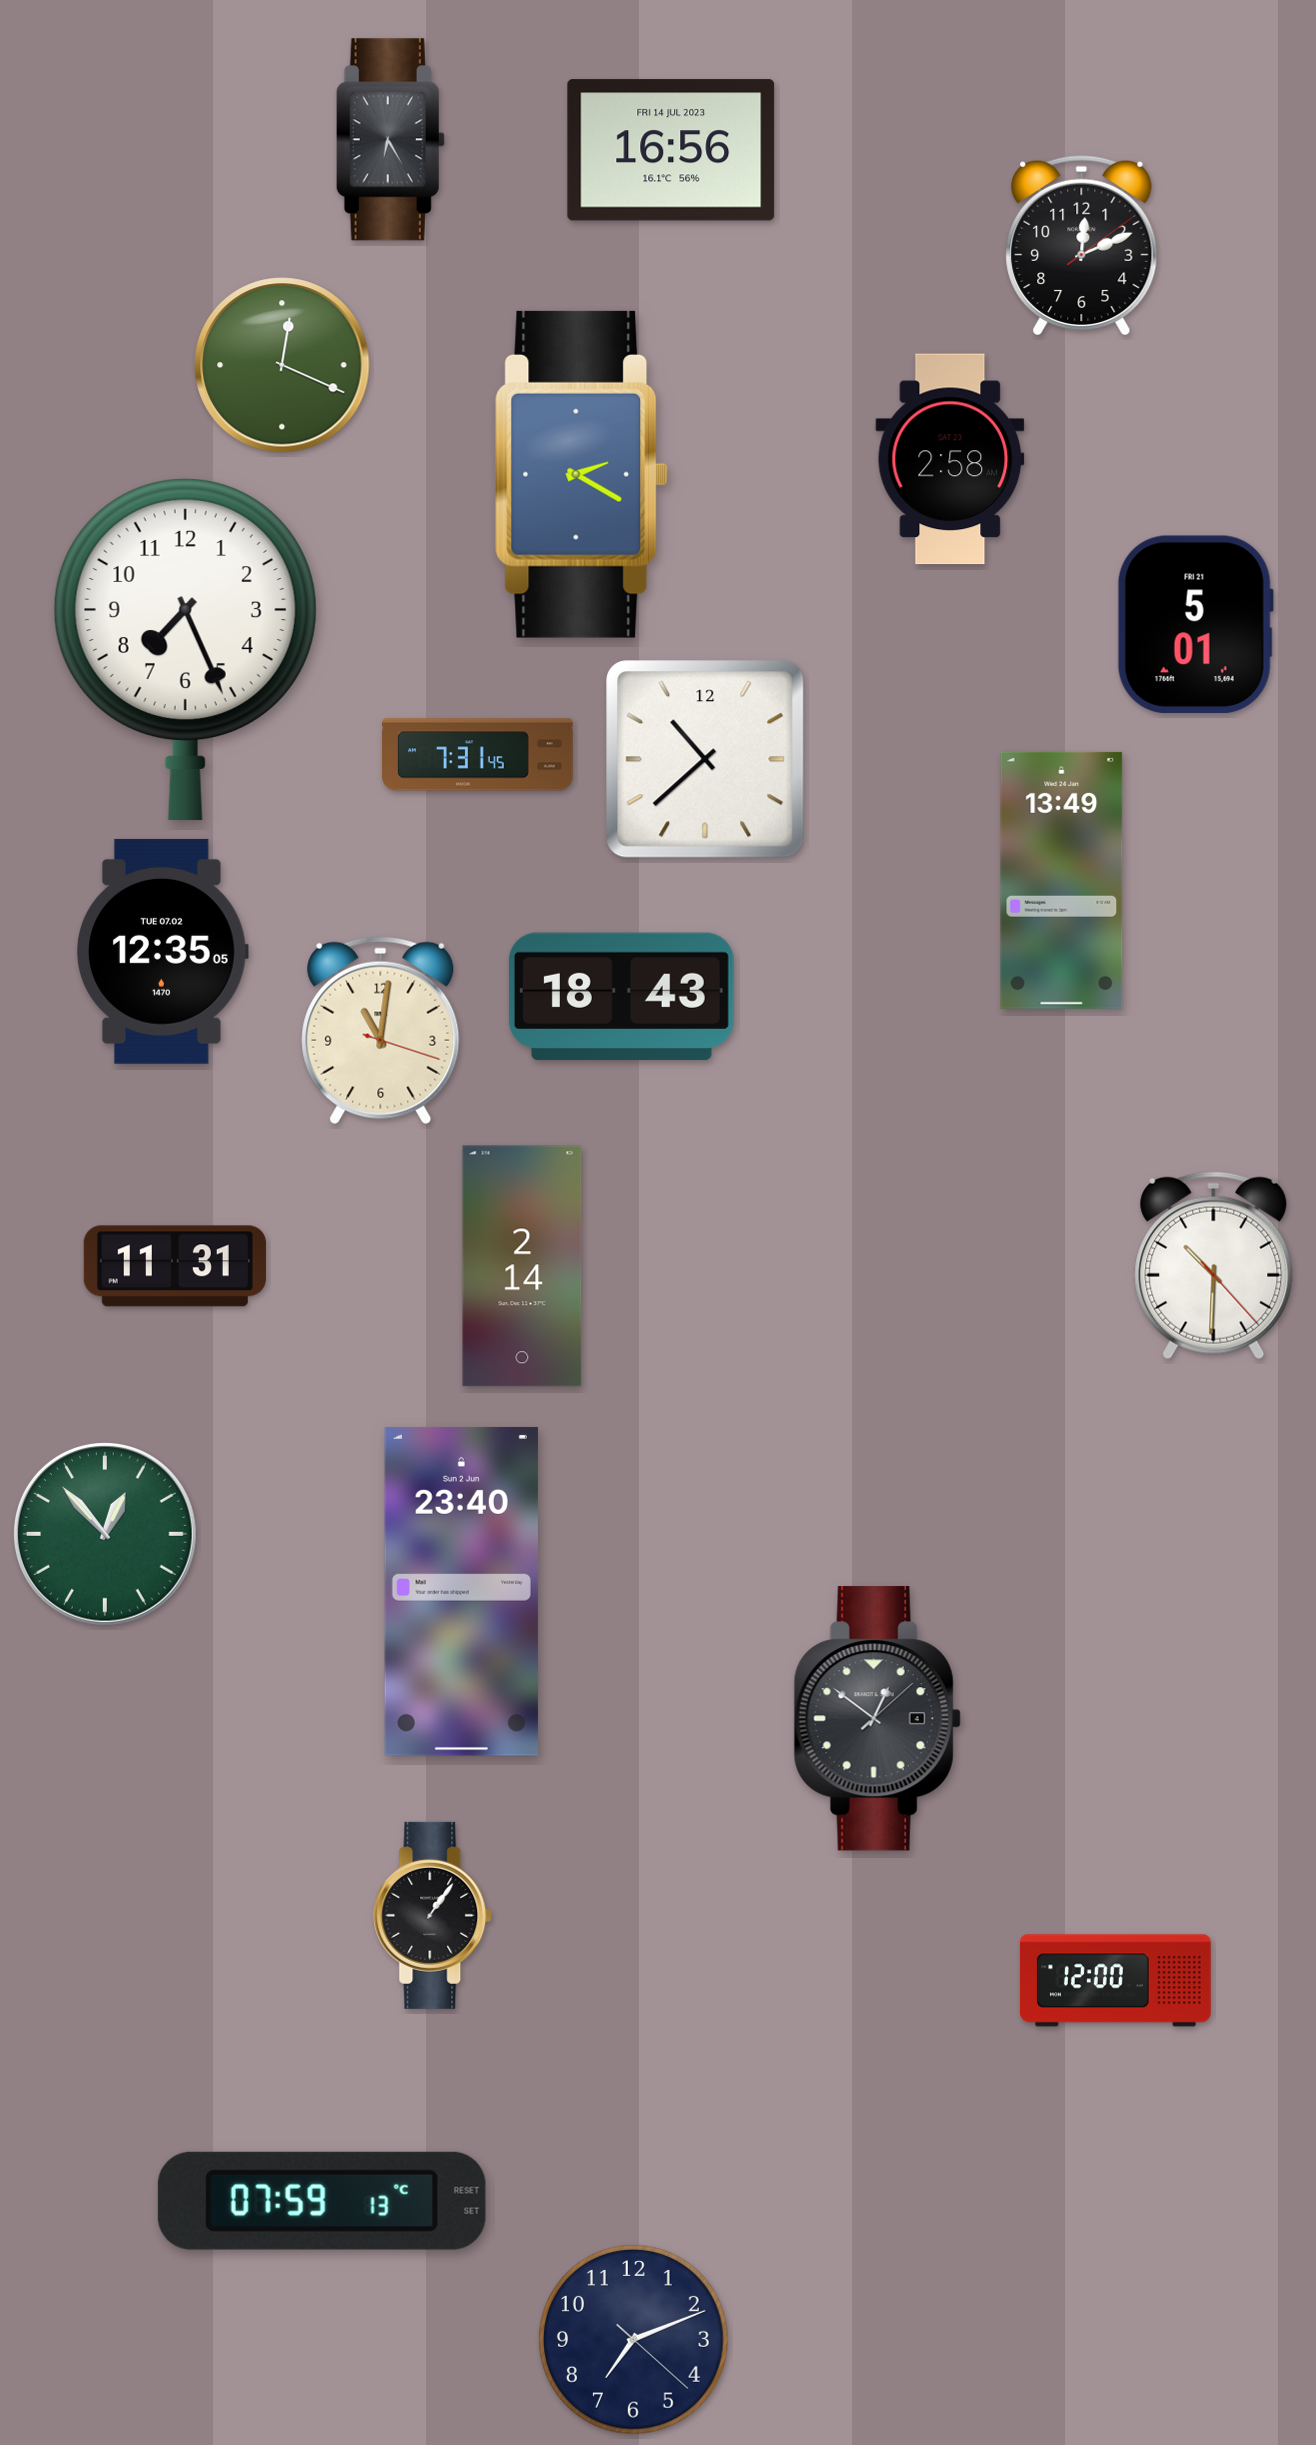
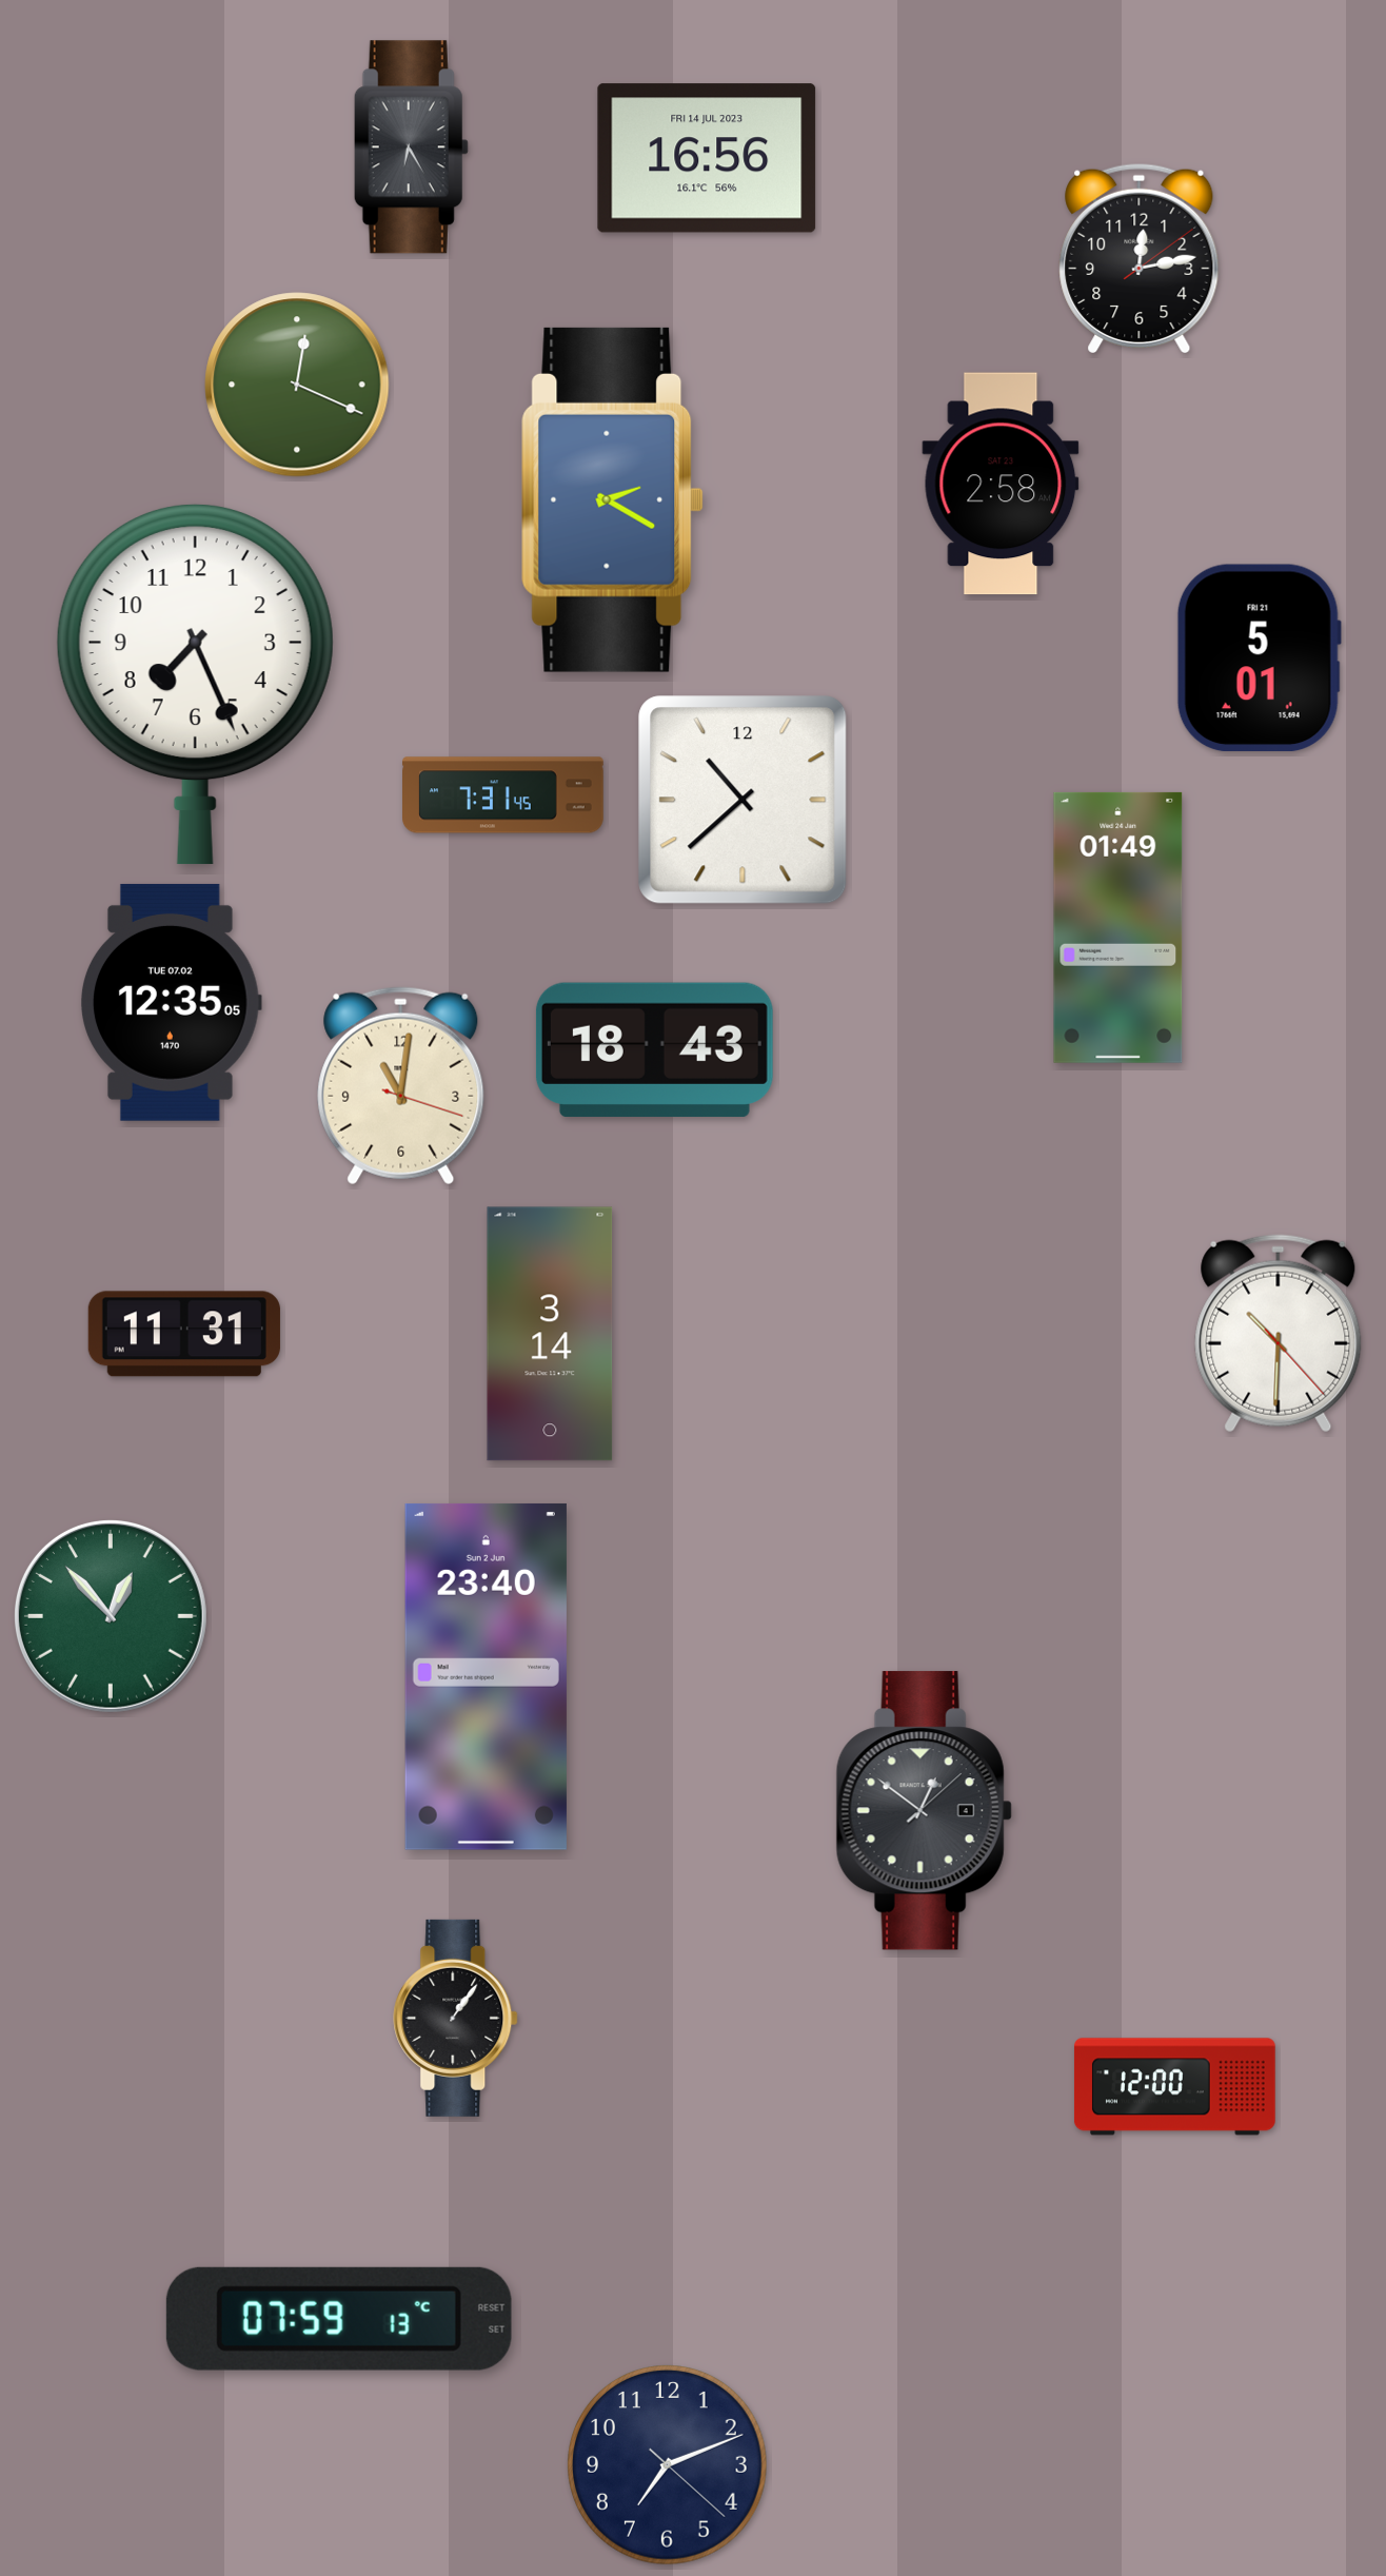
clock at (1082, 244): 12:11 -> 12:13
clock at (1062, 880): 13:49 -> 01:49
clock at (522, 1266): 2:14 -> 3:14
